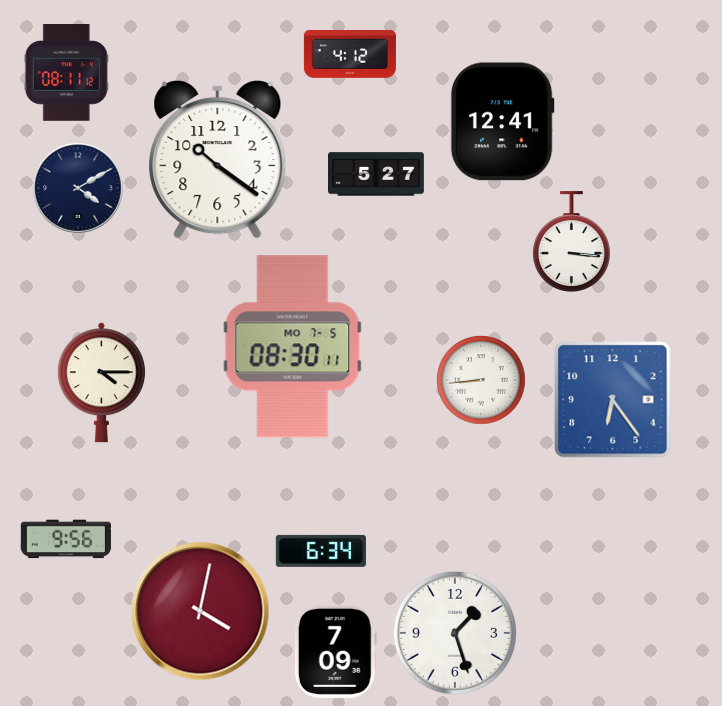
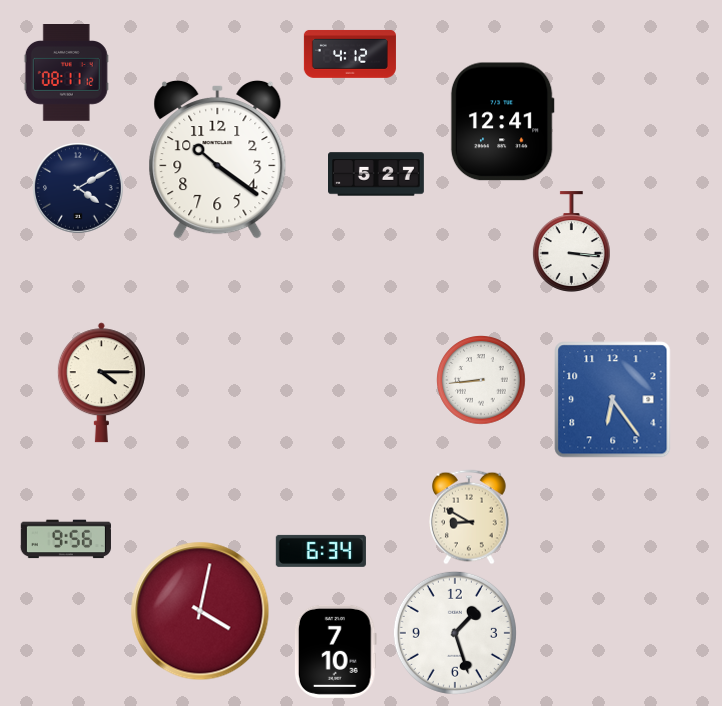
clock at (293, 347): 08:30 -> none
clock at (470, 517): none -> 8:50
clock at (335, 651): 7:09 -> 7:10
